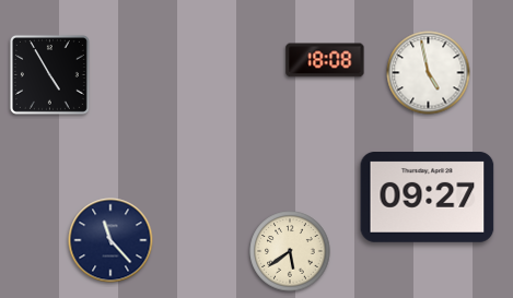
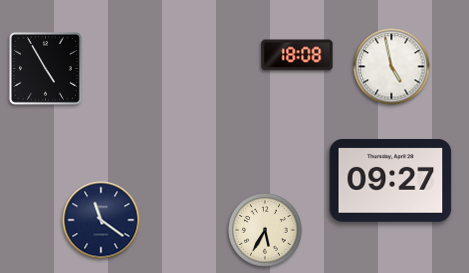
clock at (110, 240): 11:23 -> 11:21
clock at (290, 251): 5:39 -> 5:35
